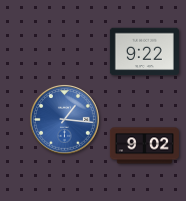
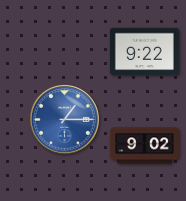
clock at (65, 120): 1:16 -> 1:15
